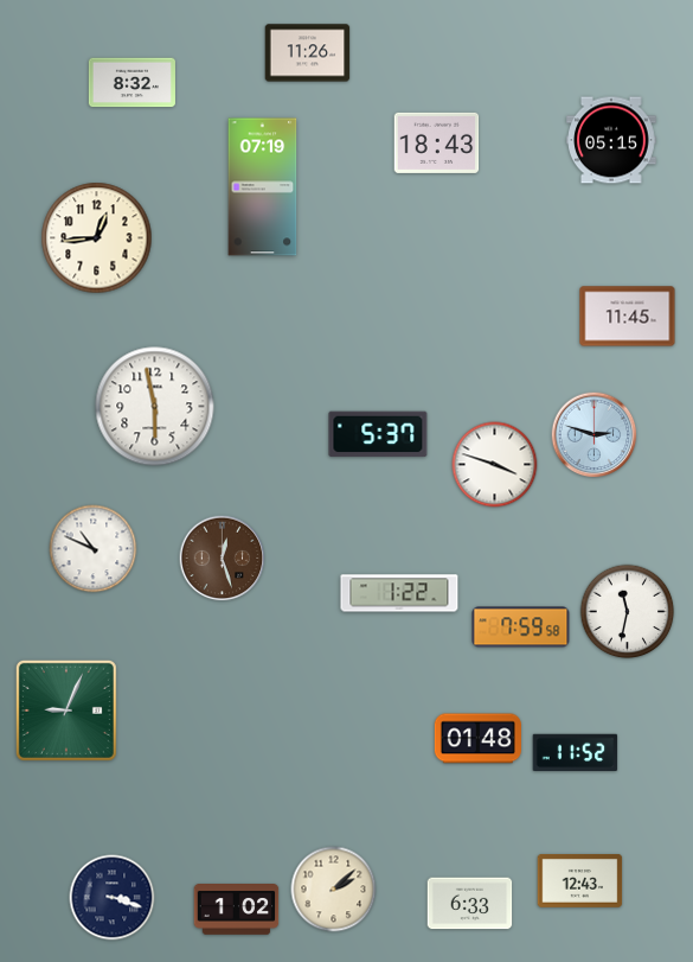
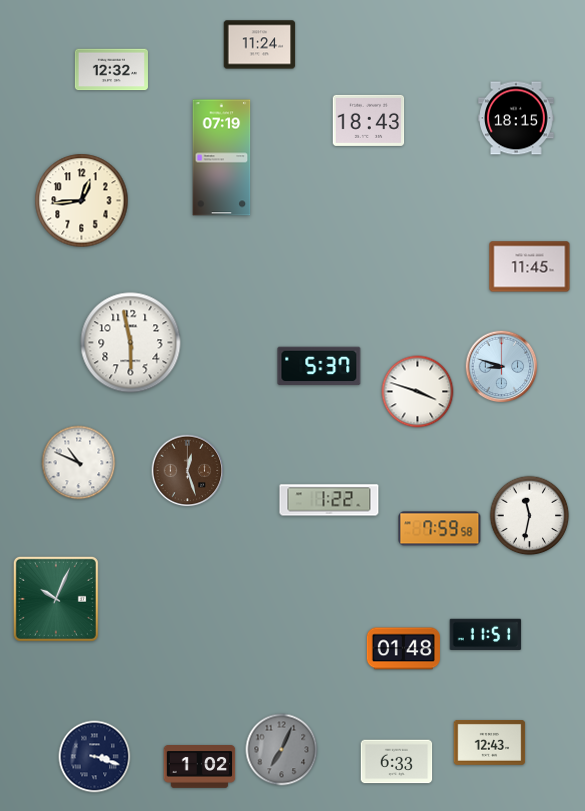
clock at (308, 53): 11:26 -> 11:24
clock at (131, 83): 8:32 -> 12:32
clock at (611, 140): 05:15 -> 18:15
clock at (595, 435): 2:48 -> 8:48
clock at (399, 593) position: (399, 593) -> (329, 500)
clock at (66, 711): 9:04 -> 10:04
clock at (477, 739) position: (477, 739) -> (403, 649)
clock at (576, 752): 11:52 -> 11:51
clock at (334, 890): 2:08 -> 7:04
clock at (334, 890) dial: cream -> grey
